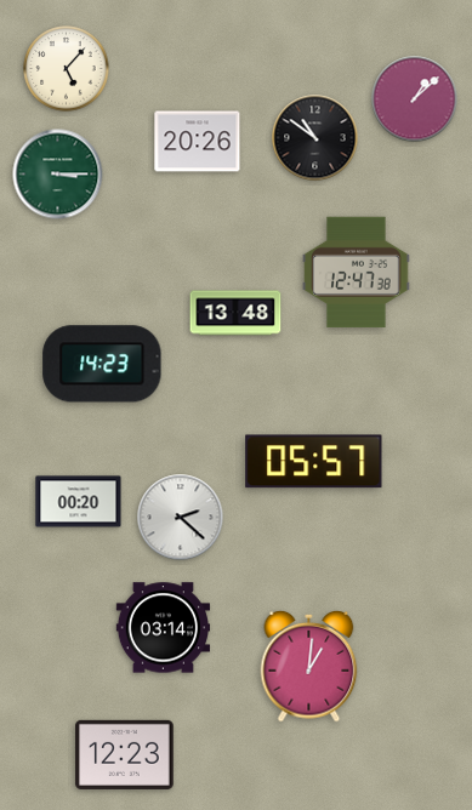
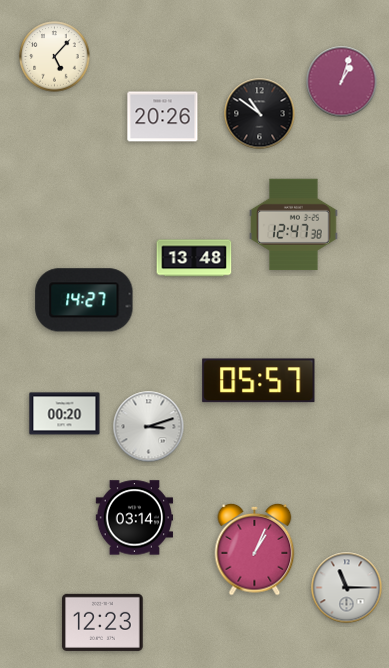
clock at (415, 99): 1:08 -> 1:03
clock at (58, 175): 3:15 -> none
clock at (102, 364): 14:23 -> 14:27
clock at (181, 518): 2:22 -> 3:12
clock at (309, 666): 1:01 -> 1:04
clock at (347, 588): none -> 11:15
